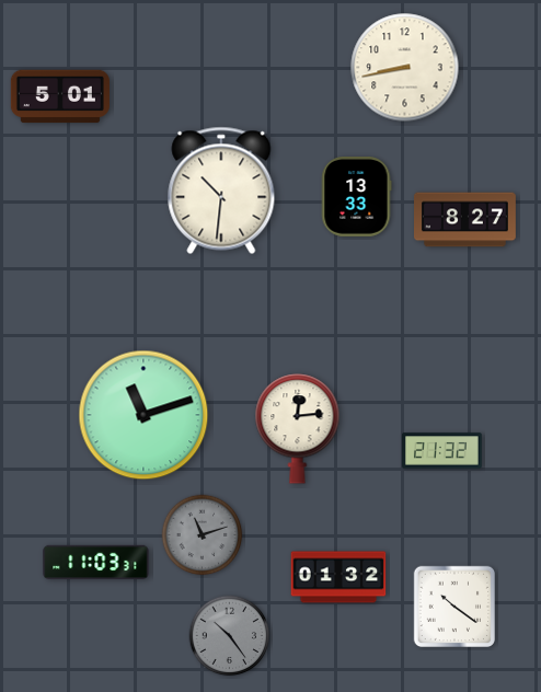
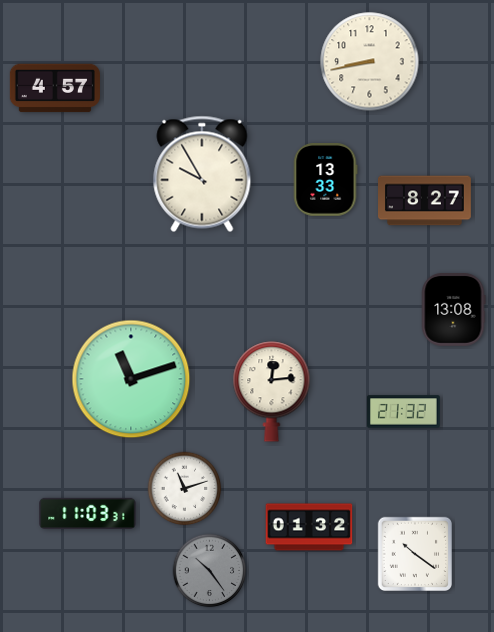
clock at (60, 96): 5:01 -> 4:57
clock at (221, 191): 10:31 -> 9:55
clock at (453, 310): none -> 13:08
clock at (203, 535) dial: grey -> white
clock at (230, 636) position: (230, 636) -> (210, 571)
